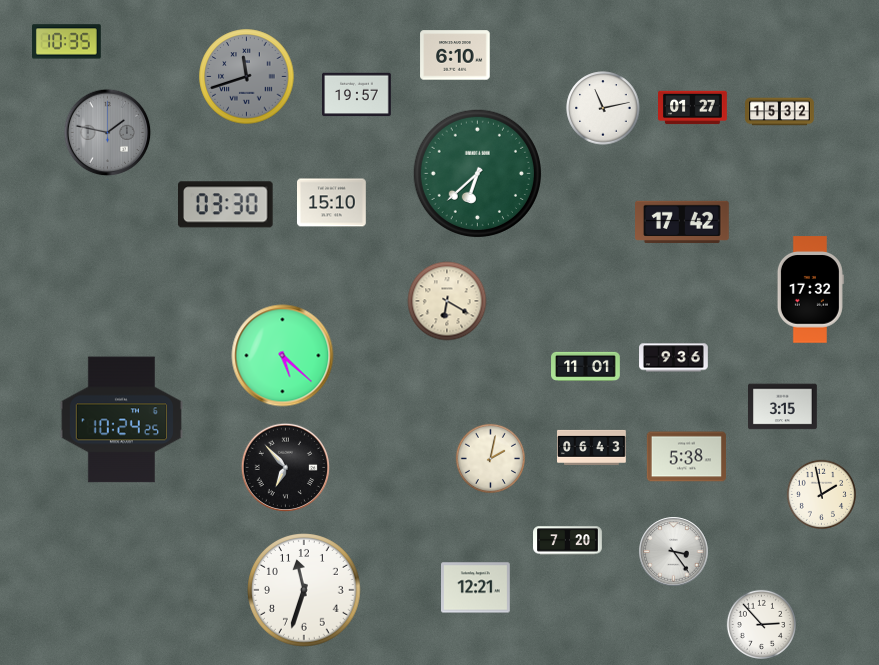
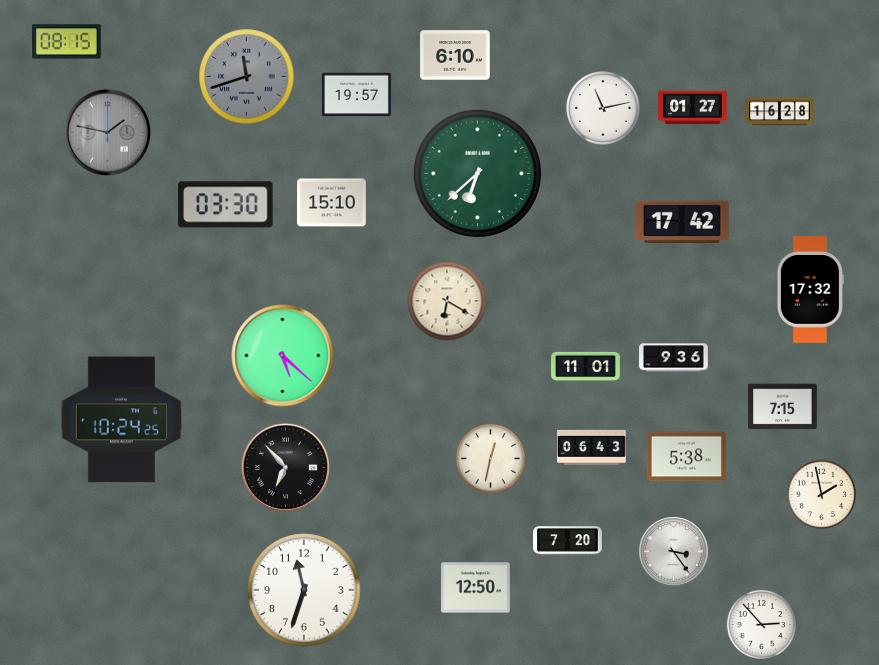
clock at (67, 42): 10:35 -> 08:15
clock at (780, 112): 15:32 -> 16:28
clock at (783, 407): 3:15 -> 7:15
clock at (490, 458): 2:02 -> 12:32
clock at (476, 588): 12:21 -> 12:50
